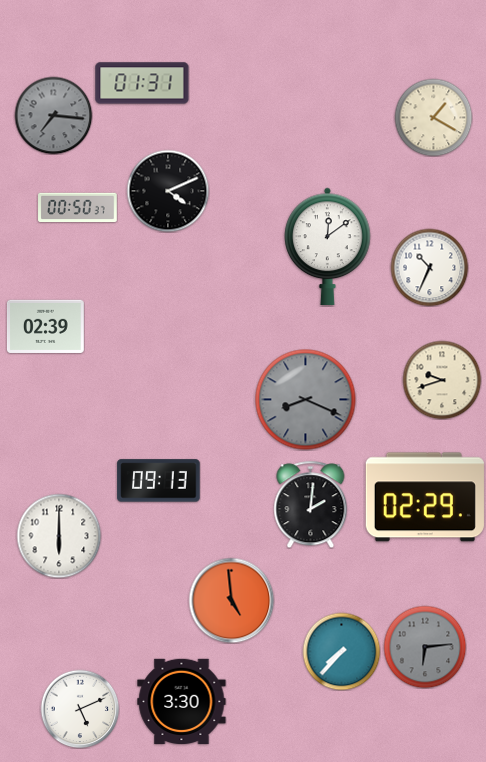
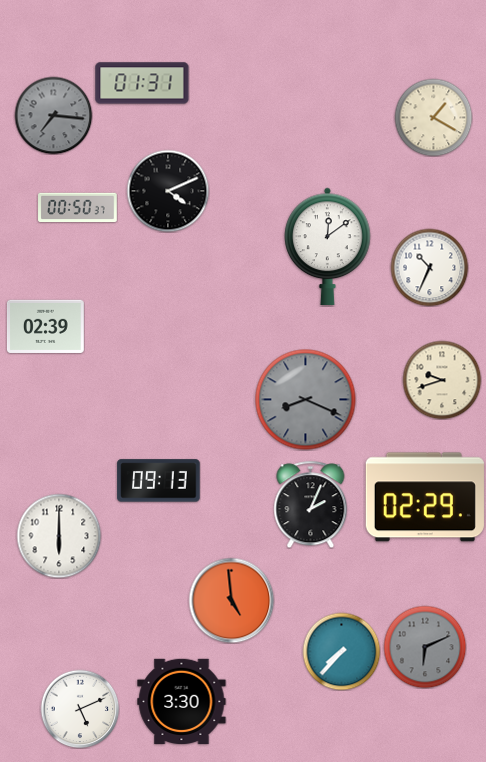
clock at (311, 504): 2:01 -> 2:04
clock at (425, 647): 6:14 -> 6:11
